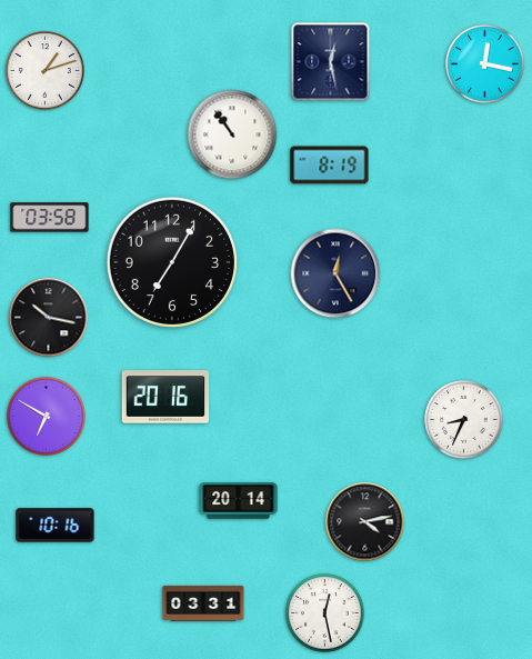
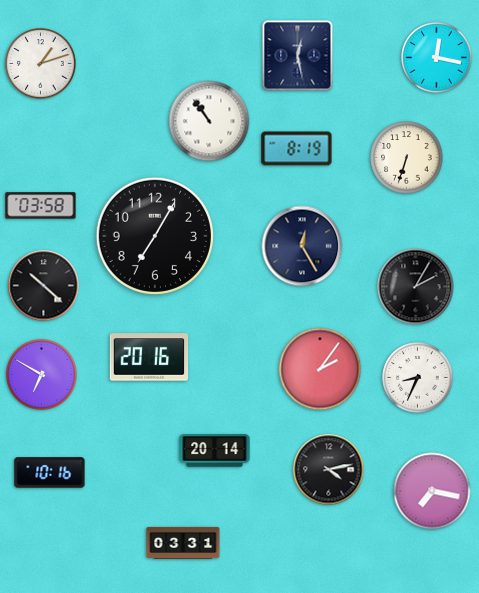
clock at (407, 158): none -> 6:33
clock at (50, 218) position: (50, 218) -> (41, 206)
clock at (49, 318): 10:17 -> 10:22
clock at (416, 287): none -> 2:05
clock at (320, 369): none -> 2:06
clock at (432, 491): none -> 7:17
clock at (325, 613): 12:28 -> none
